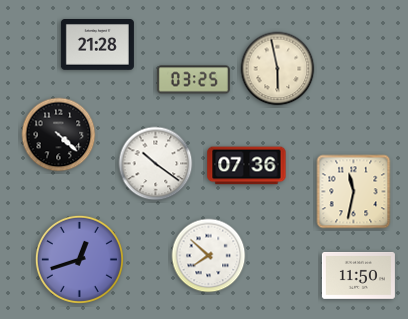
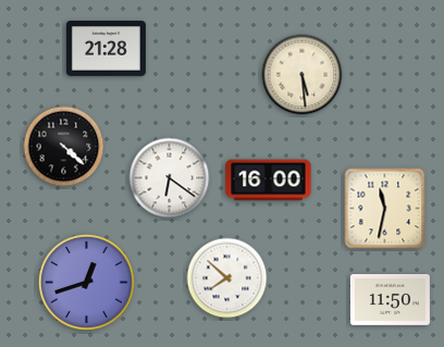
clock at (278, 69): 5:58 -> 5:29
clock at (193, 80): 03:25 -> none
clock at (156, 164): 10:21 -> 6:21
clock at (247, 166): 07:36 -> 16:00
